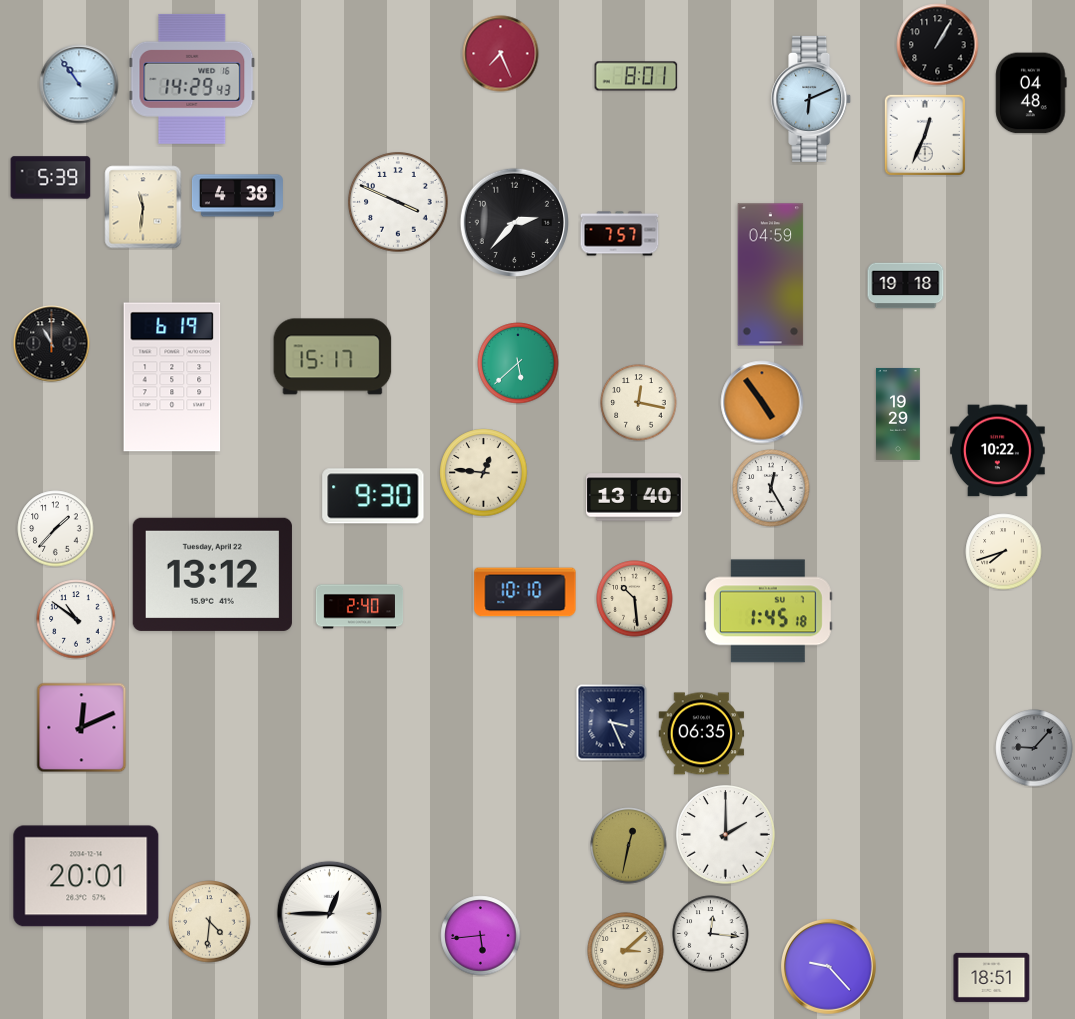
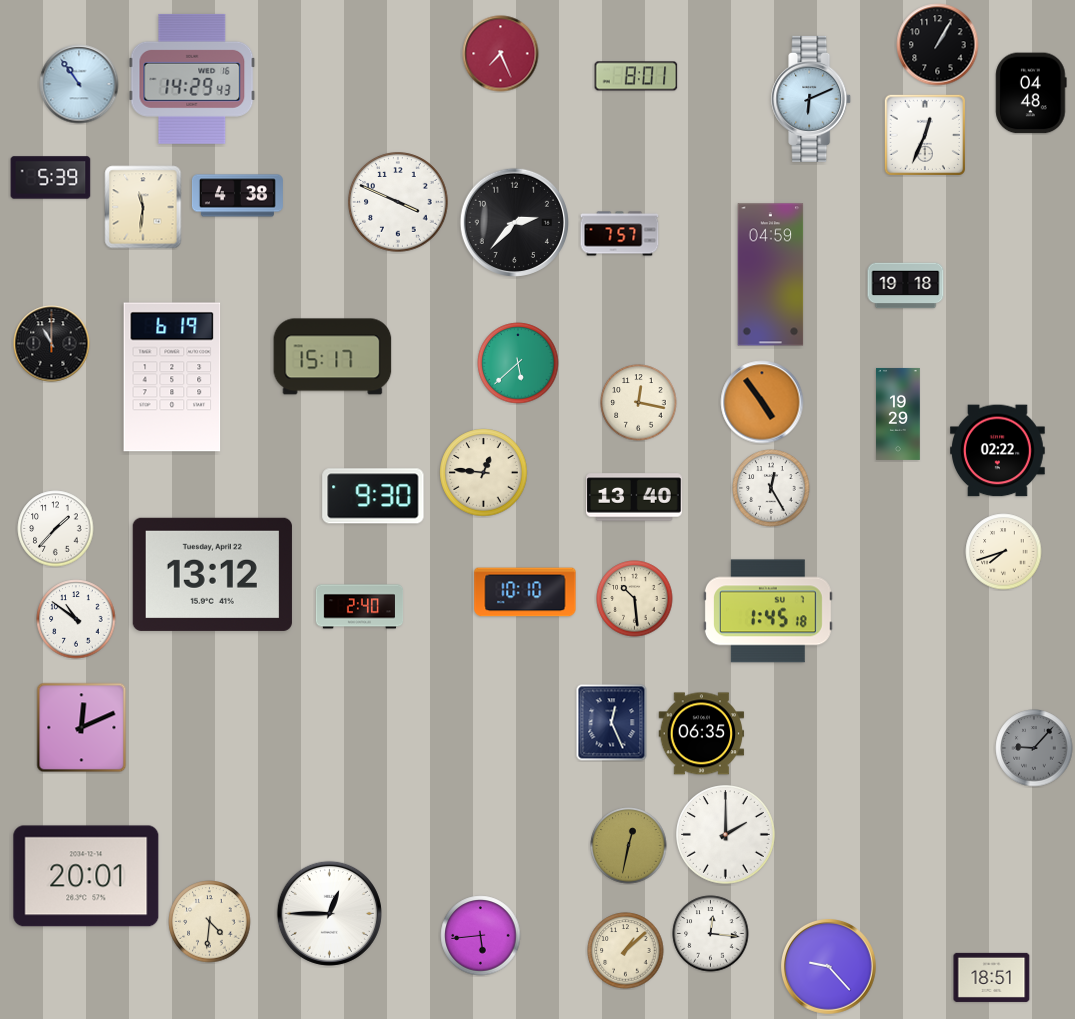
clock at (998, 451): 10:22 -> 02:22
clock at (612, 723): 3:26 -> 12:26
clock at (626, 951): 3:08 -> 1:08
